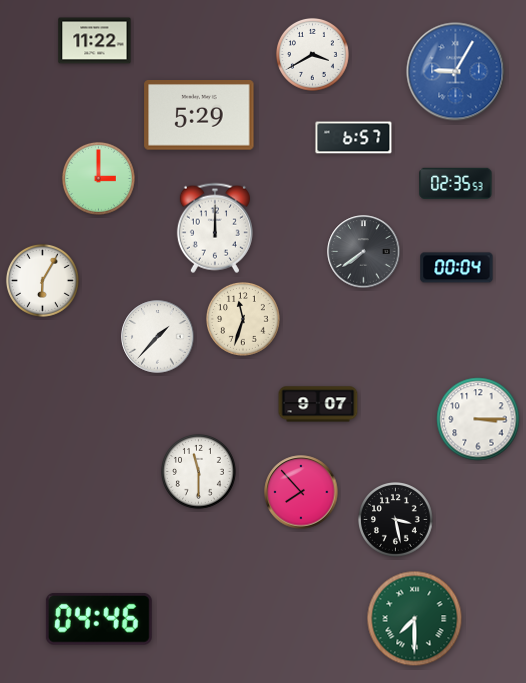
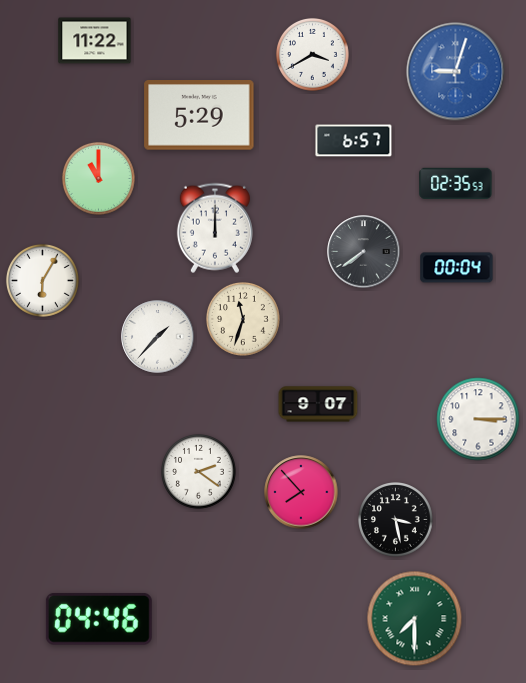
clock at (456, 72): 9:05 -> 9:03
clock at (354, 138) position: (354, 138) -> (354, 141)
clock at (98, 178): 3:00 -> 11:00
clock at (199, 472): 11:30 -> 2:21
